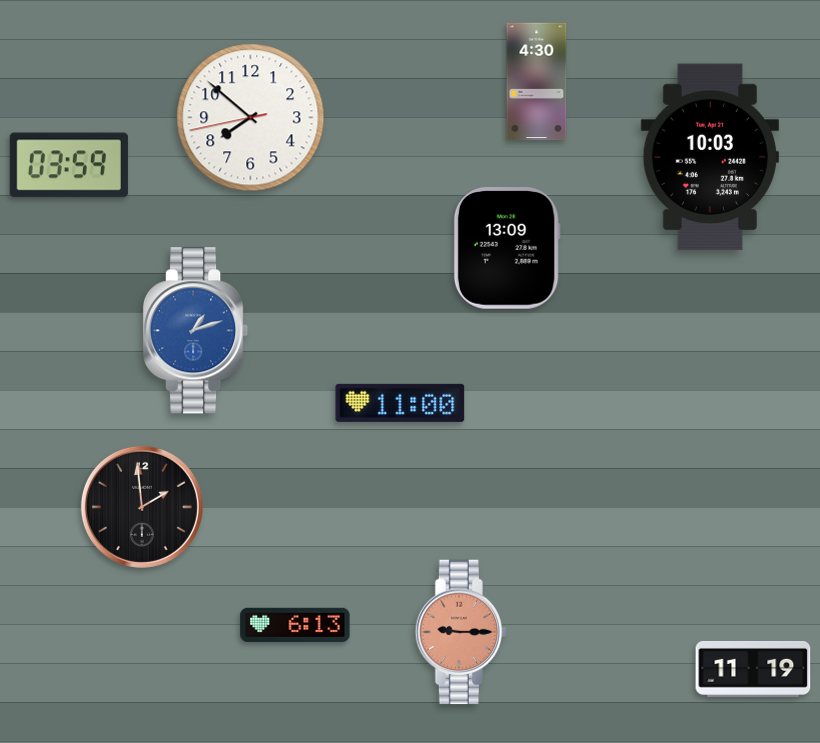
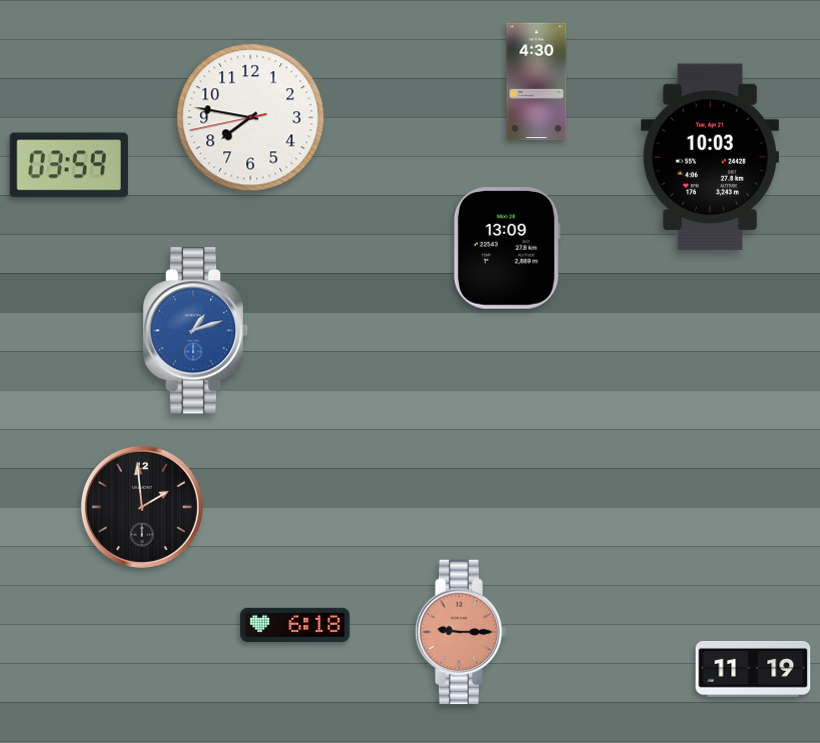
clock at (251, 118): 7:51 -> 7:46
clock at (400, 403): 11:00 -> none
clock at (295, 625): 6:13 -> 6:18
